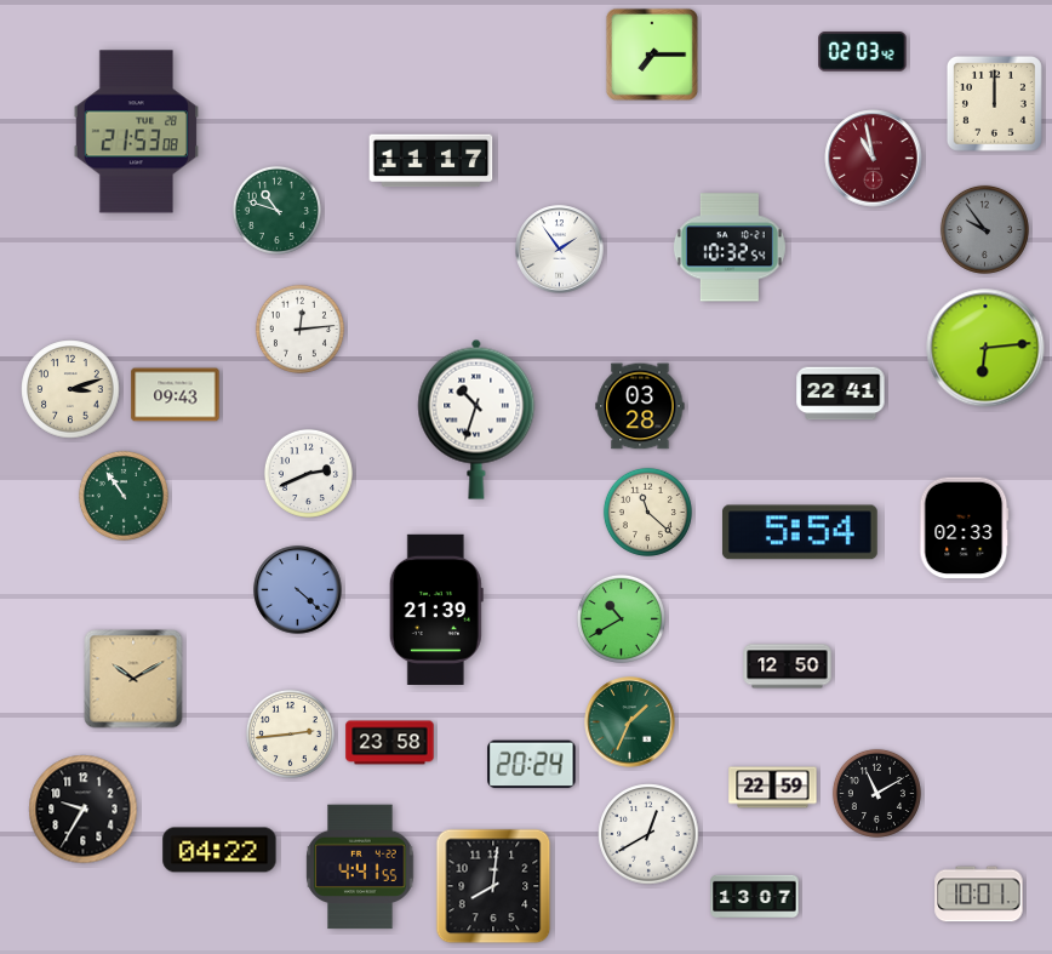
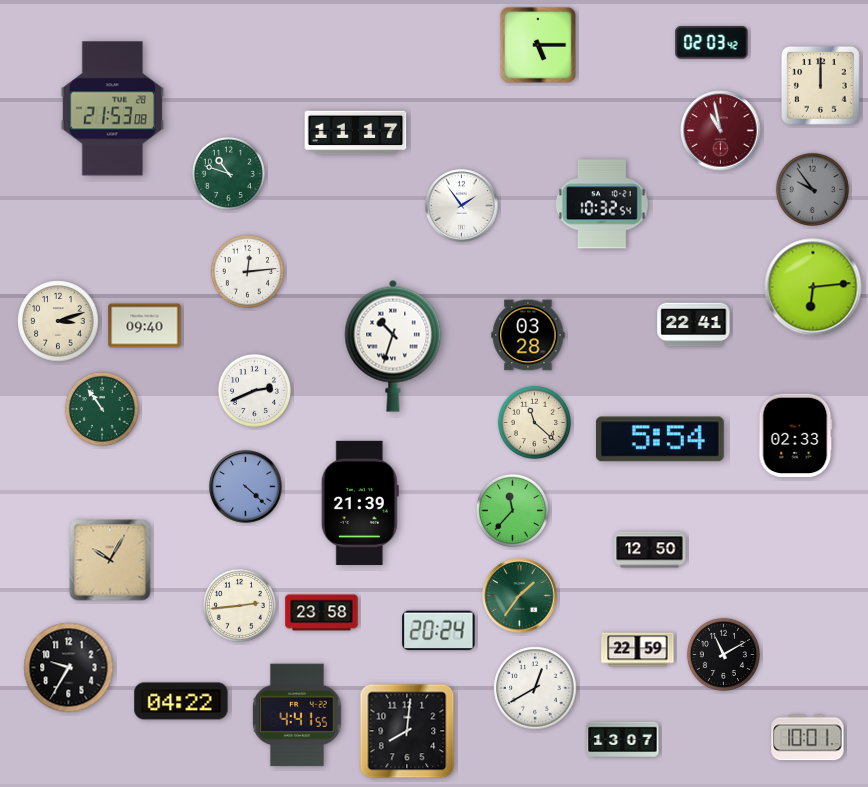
clock at (652, 55): 7:15 -> 5:15
clock at (176, 395): 09:43 -> 09:40
clock at (621, 618): 10:40 -> 11:37
clock at (133, 679): 10:10 -> 10:05
clock at (630, 722): 1:34 -> 1:36
